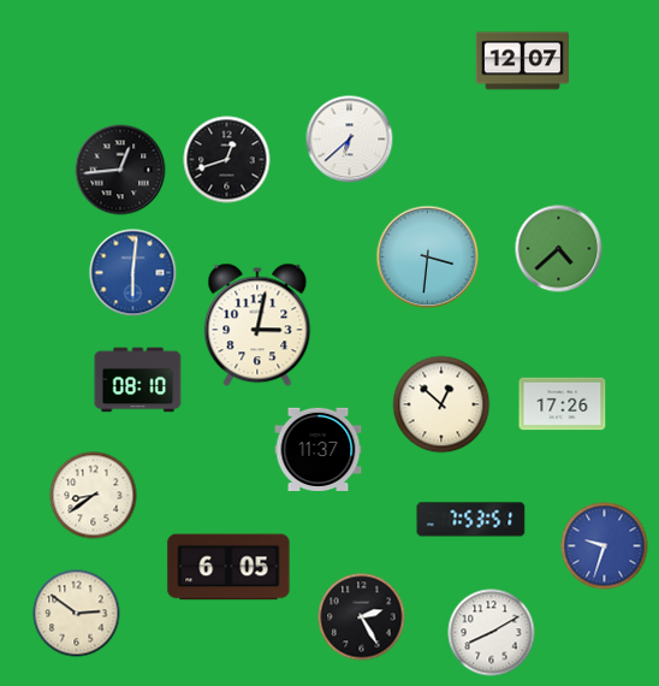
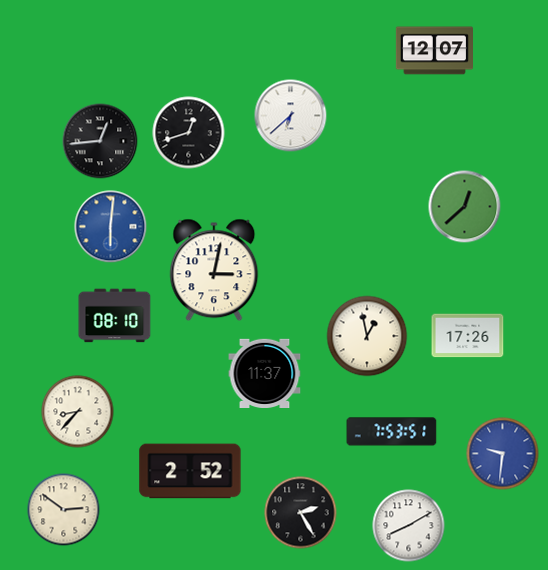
clock at (559, 249): 4:38 -> 12:38
clock at (428, 258): 3:31 -> none
clock at (441, 404): 12:52 -> 12:58
clock at (94, 496): 8:39 -> 8:37
clock at (605, 546): 9:33 -> 9:31
clock at (228, 567): 6:05 -> 2:52
